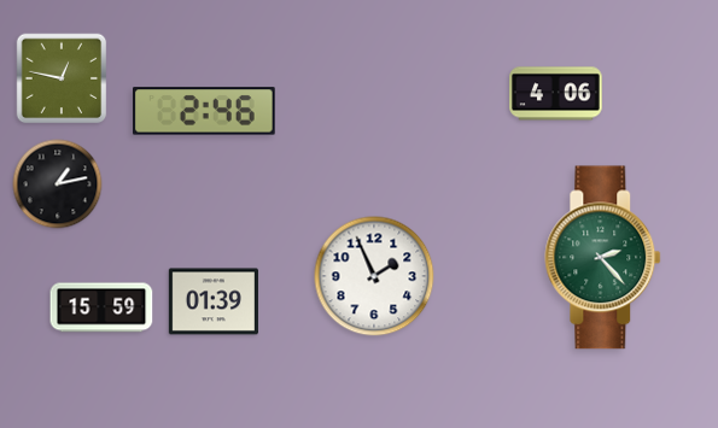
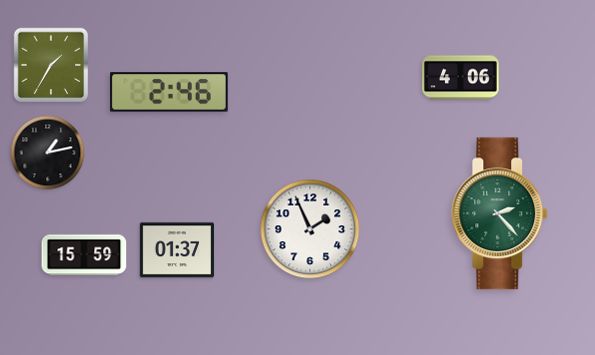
clock at (62, 78): 12:47 -> 1:35
clock at (214, 301): 01:39 -> 01:37
